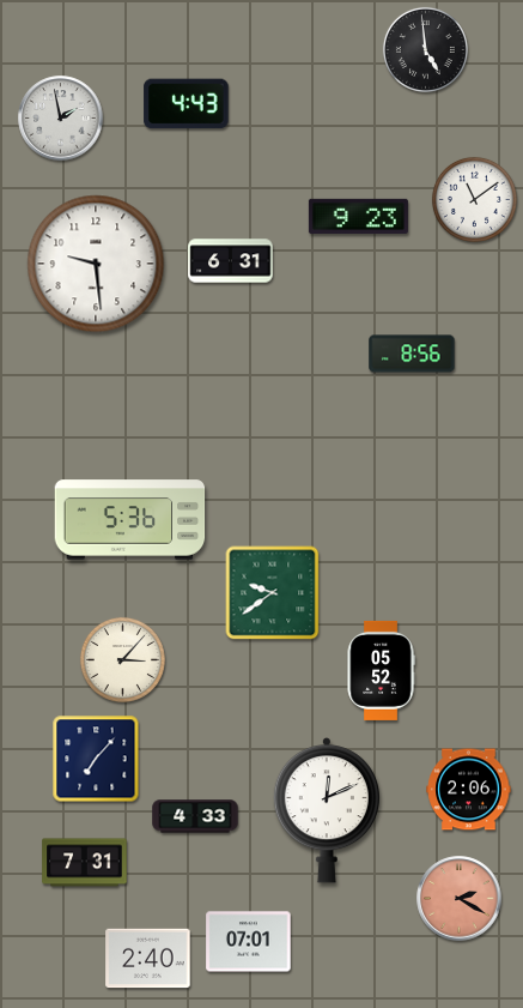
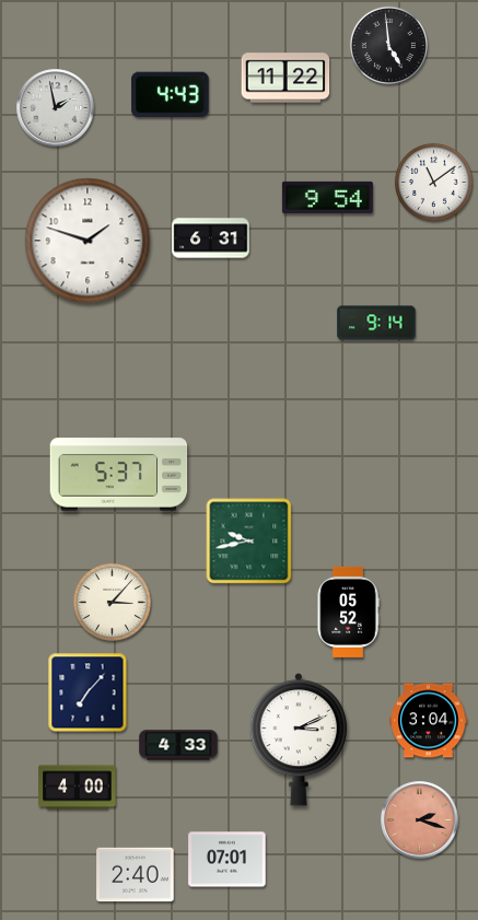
clock at (285, 78): none -> 11:22
clock at (358, 216): 9:23 -> 9:54
clock at (96, 264): 9:29 -> 1:48
clock at (412, 354): 8:56 -> 9:14
clock at (130, 520): 5:36 -> 5:37
clock at (273, 593): 9:39 -> 9:43
clock at (469, 790): 2:06 -> 3:04
clock at (326, 811): 12:11 -> 3:11
clock at (85, 863): 7:31 -> 4:00
clock at (460, 899): 2:20 -> 2:18
